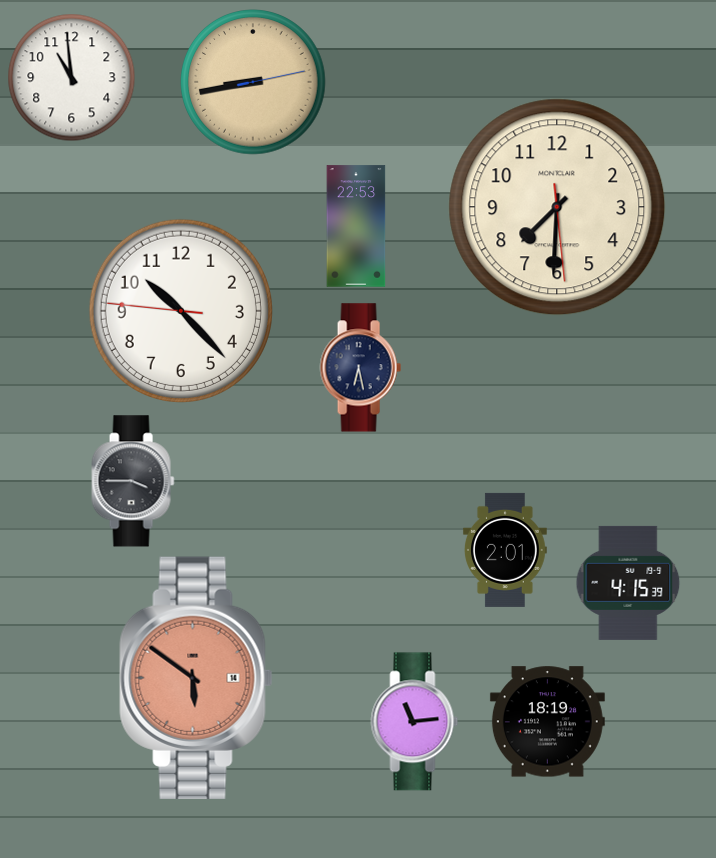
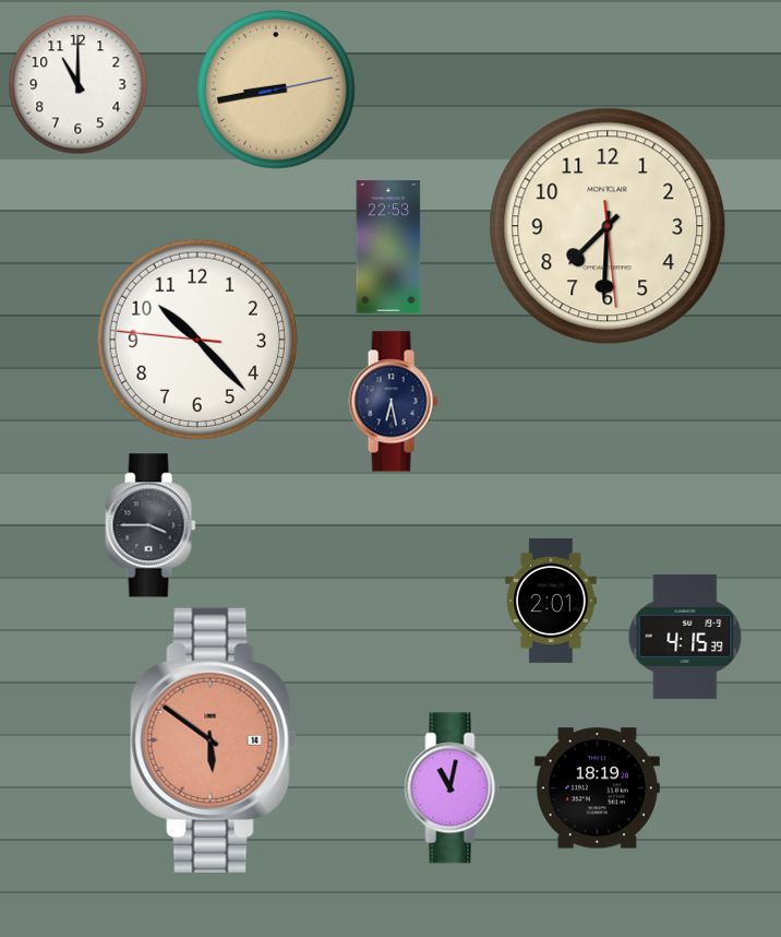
clock at (72, 78): 10:59 -> 11:00
clock at (133, 481) position: (133, 481) -> (151, 525)
clock at (415, 722): 11:14 -> 11:02
